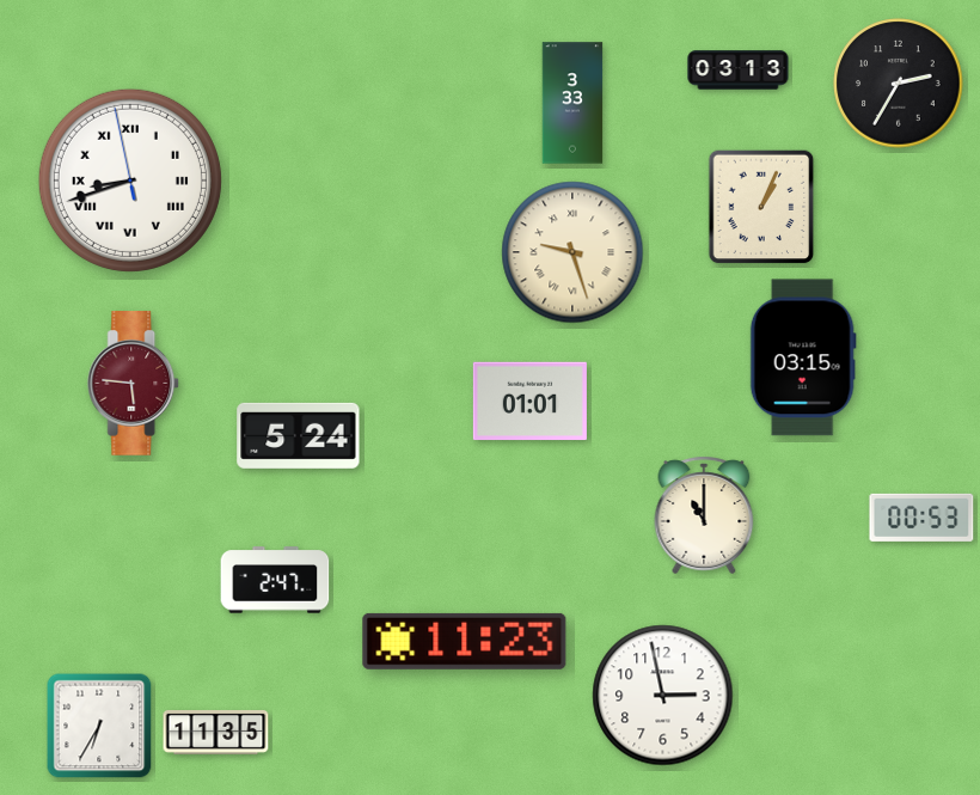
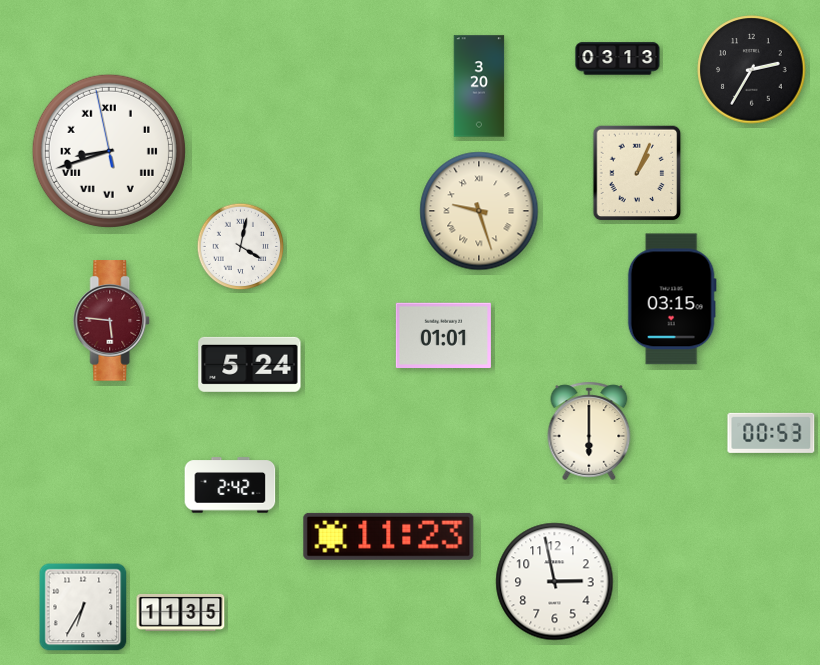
clock at (572, 103): 3:33 -> 3:20
clock at (241, 247): none -> 4:02
clock at (704, 515): 11:00 -> 6:00
clock at (275, 580): 2:47 -> 2:42
